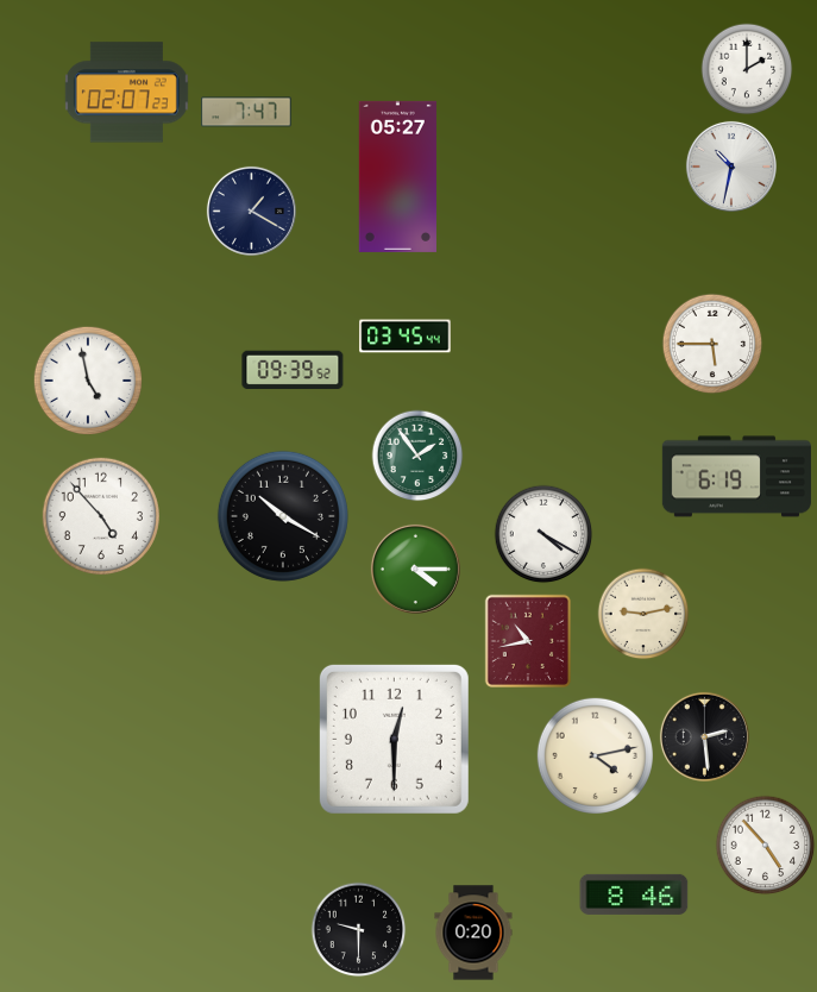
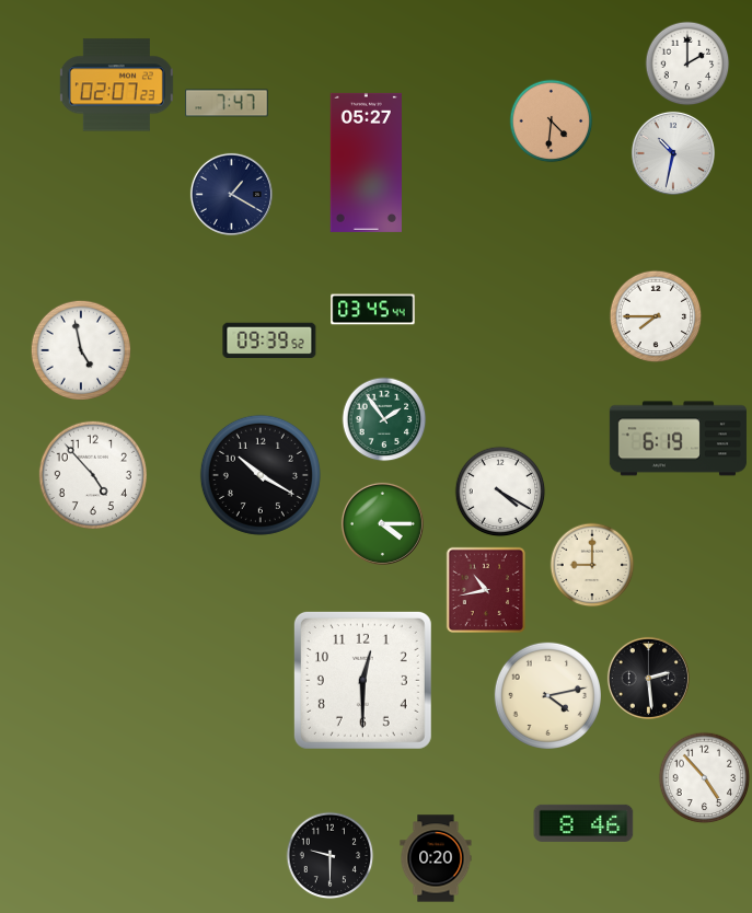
clock at (552, 122): none -> 4:31
clock at (712, 344): 5:45 -> 7:45
clock at (643, 614): 9:13 -> 9:00
